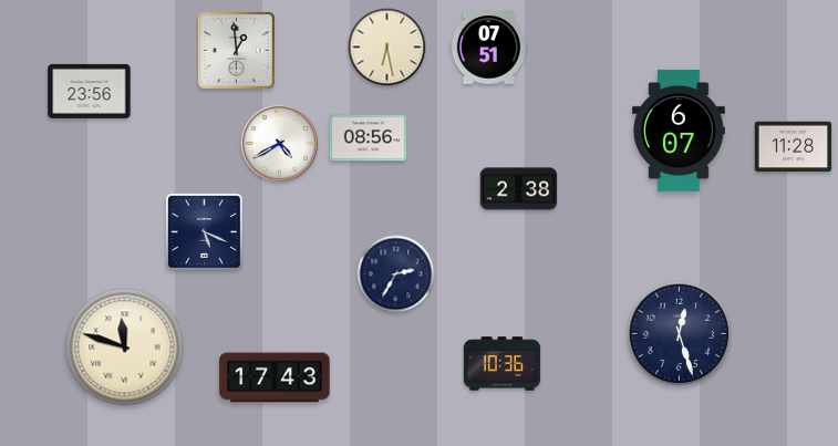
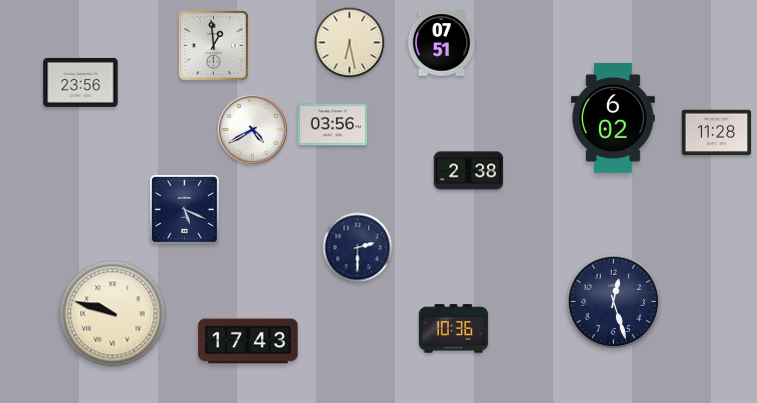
clock at (679, 131): 6:07 -> 6:02
clock at (369, 138): 08:56 -> 03:56
clock at (396, 274): 2:35 -> 2:30
clock at (125, 348): 11:48 -> 9:48
